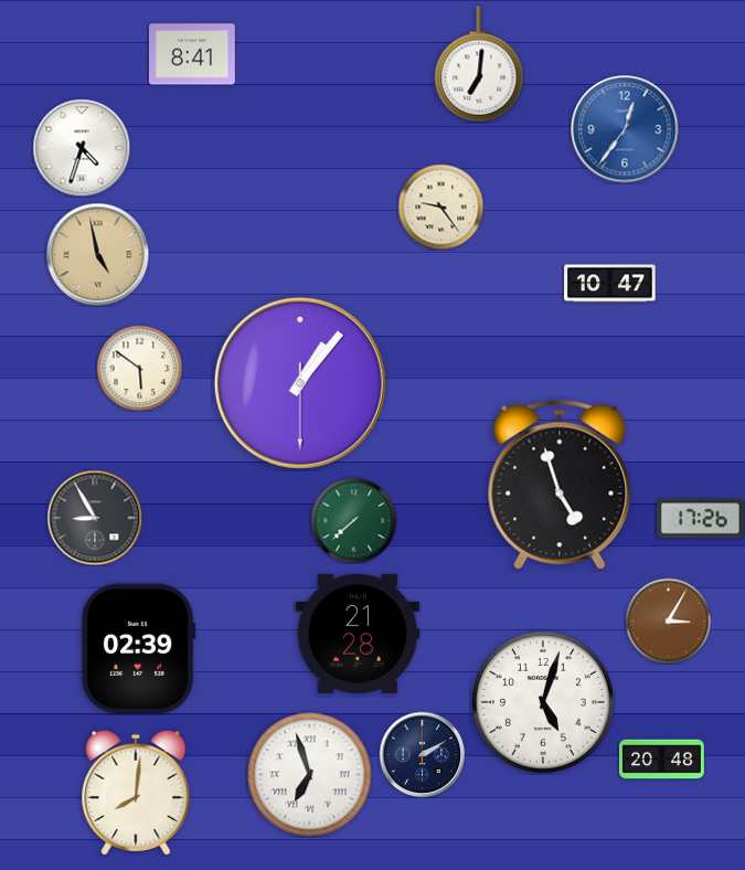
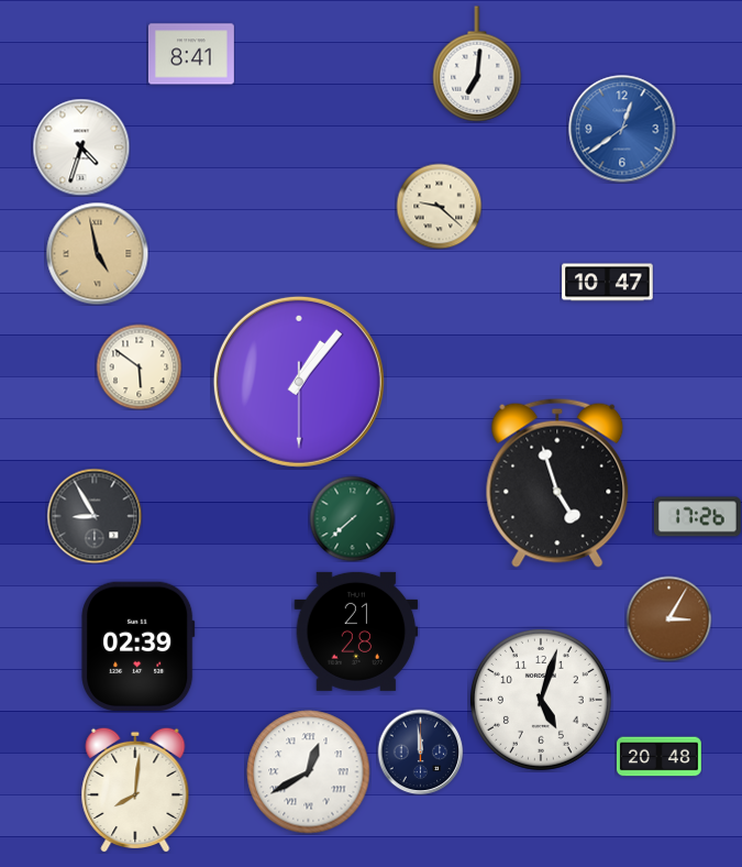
clock at (625, 129): 12:36 -> 12:39
clock at (440, 206): 9:24 -> 9:22
clock at (668, 620) position: (668, 620) -> (668, 618)
clock at (422, 754): 2:10 -> 11:59
clock at (310, 775): 6:57 -> 12:40
